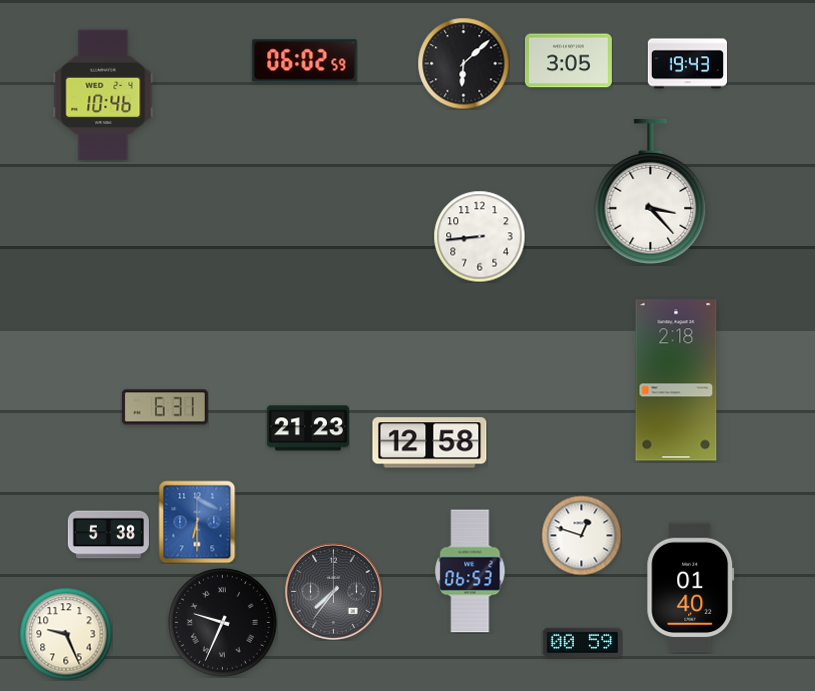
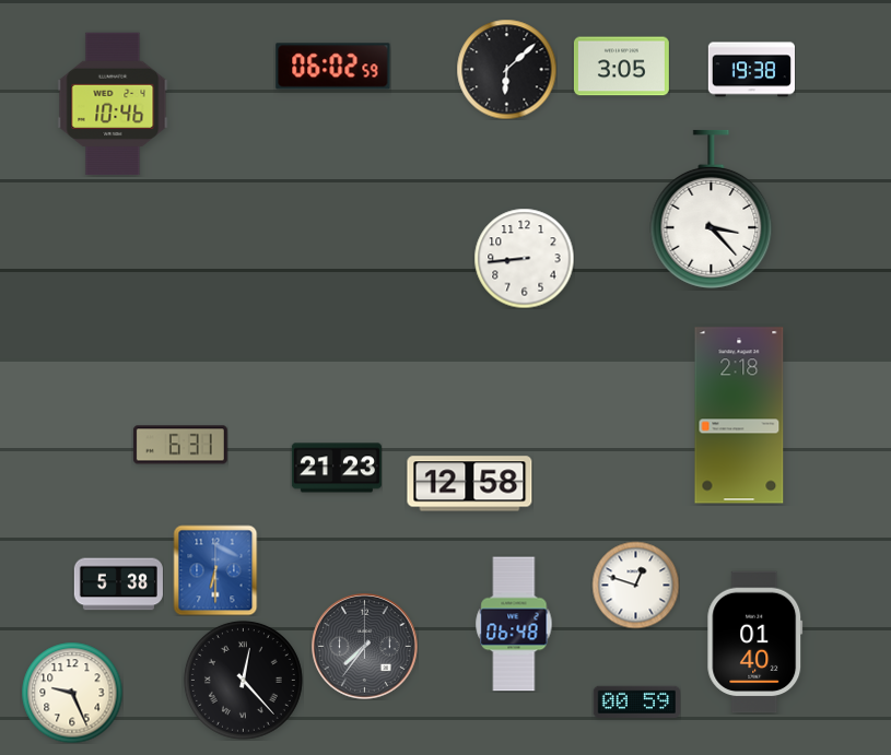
clock at (687, 64): 19:43 -> 19:38
clock at (470, 571): 06:53 -> 06:48
clock at (222, 622): 9:34 -> 12:23
